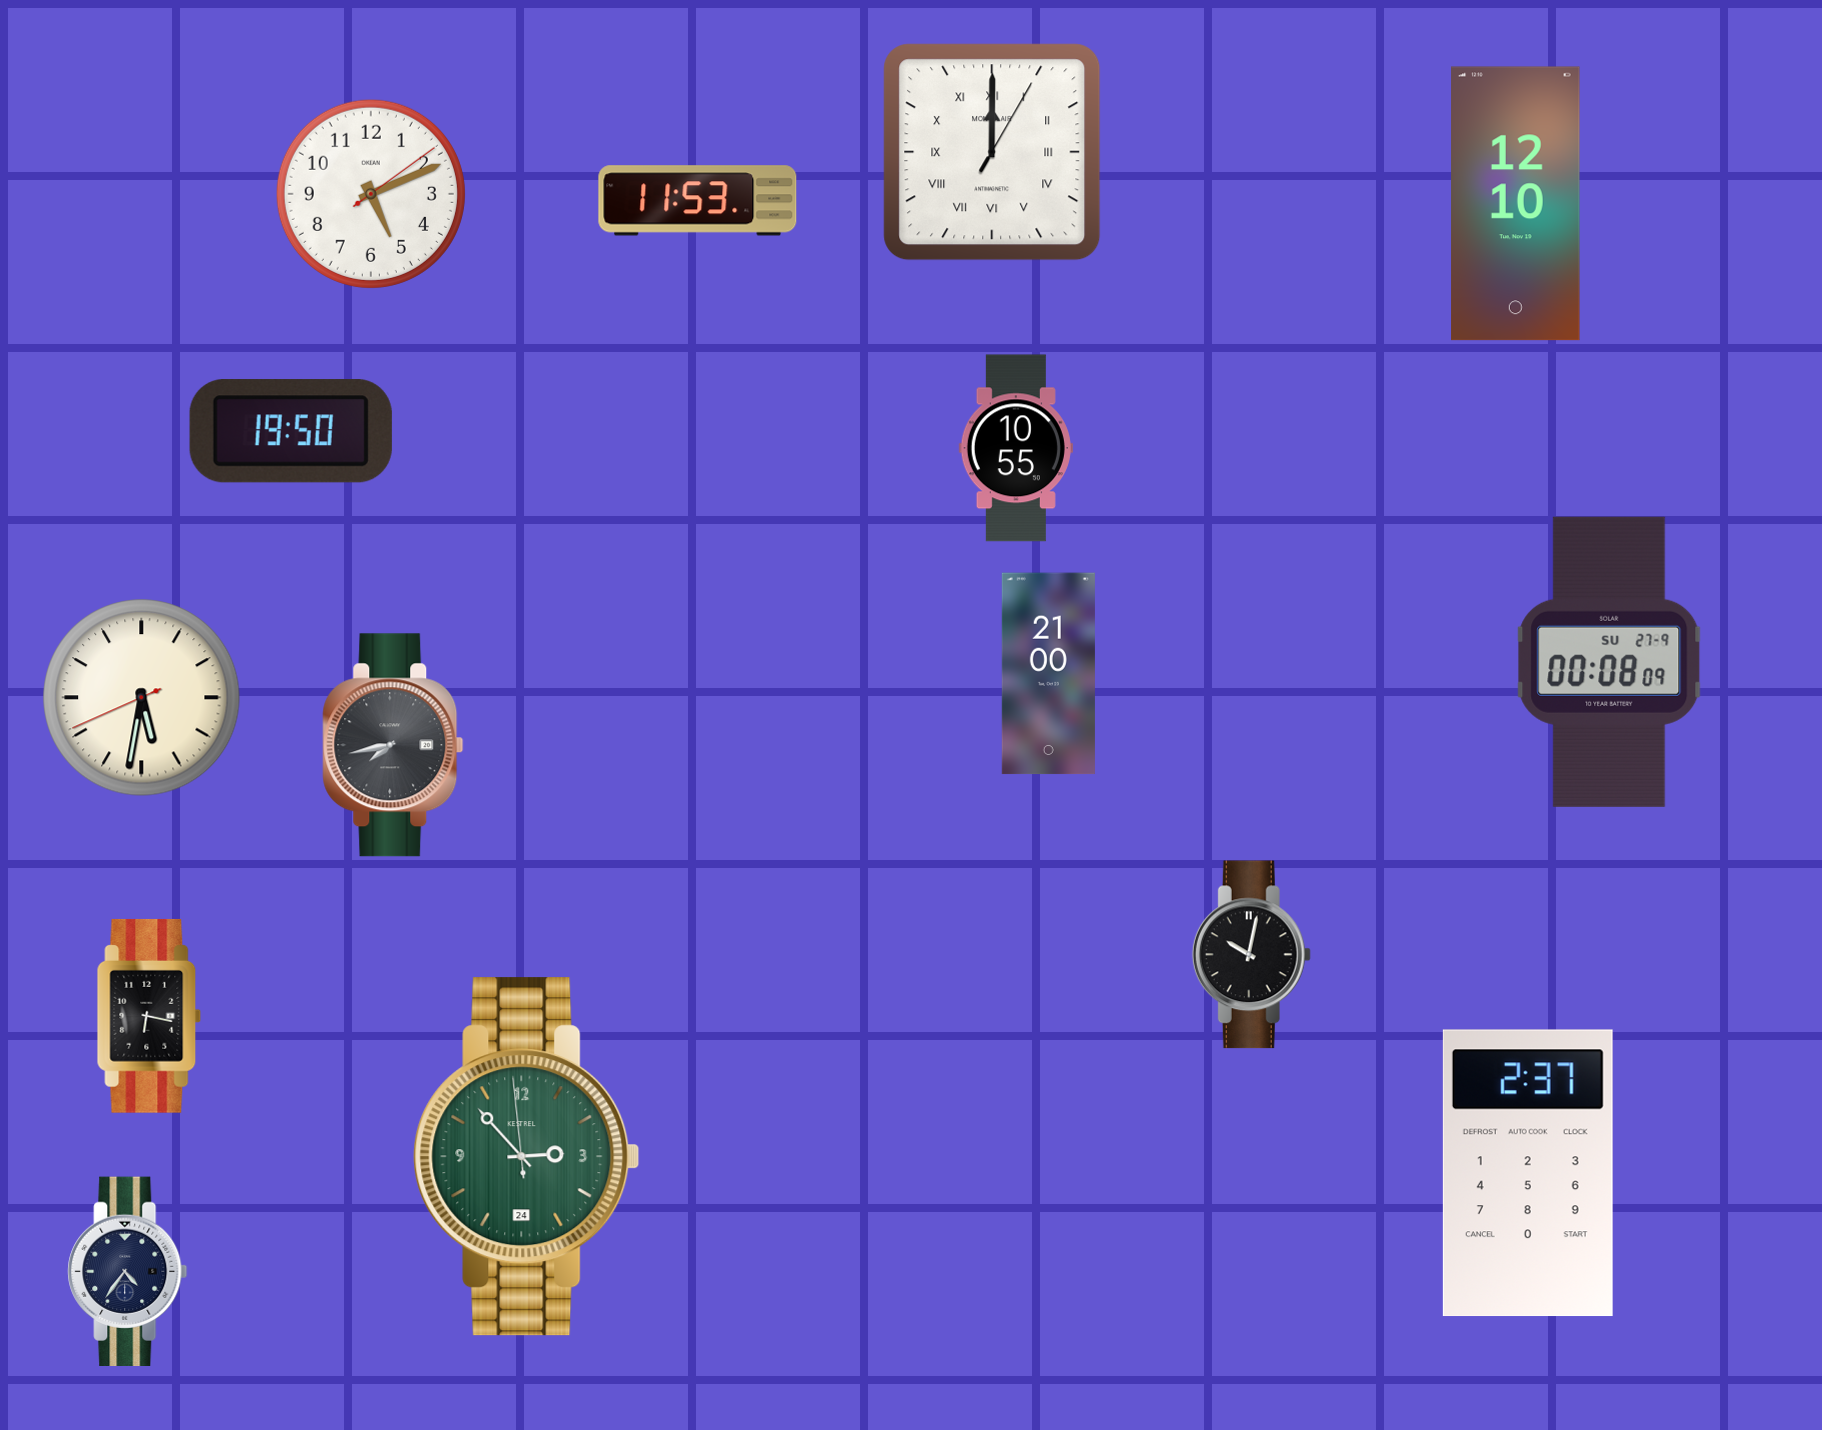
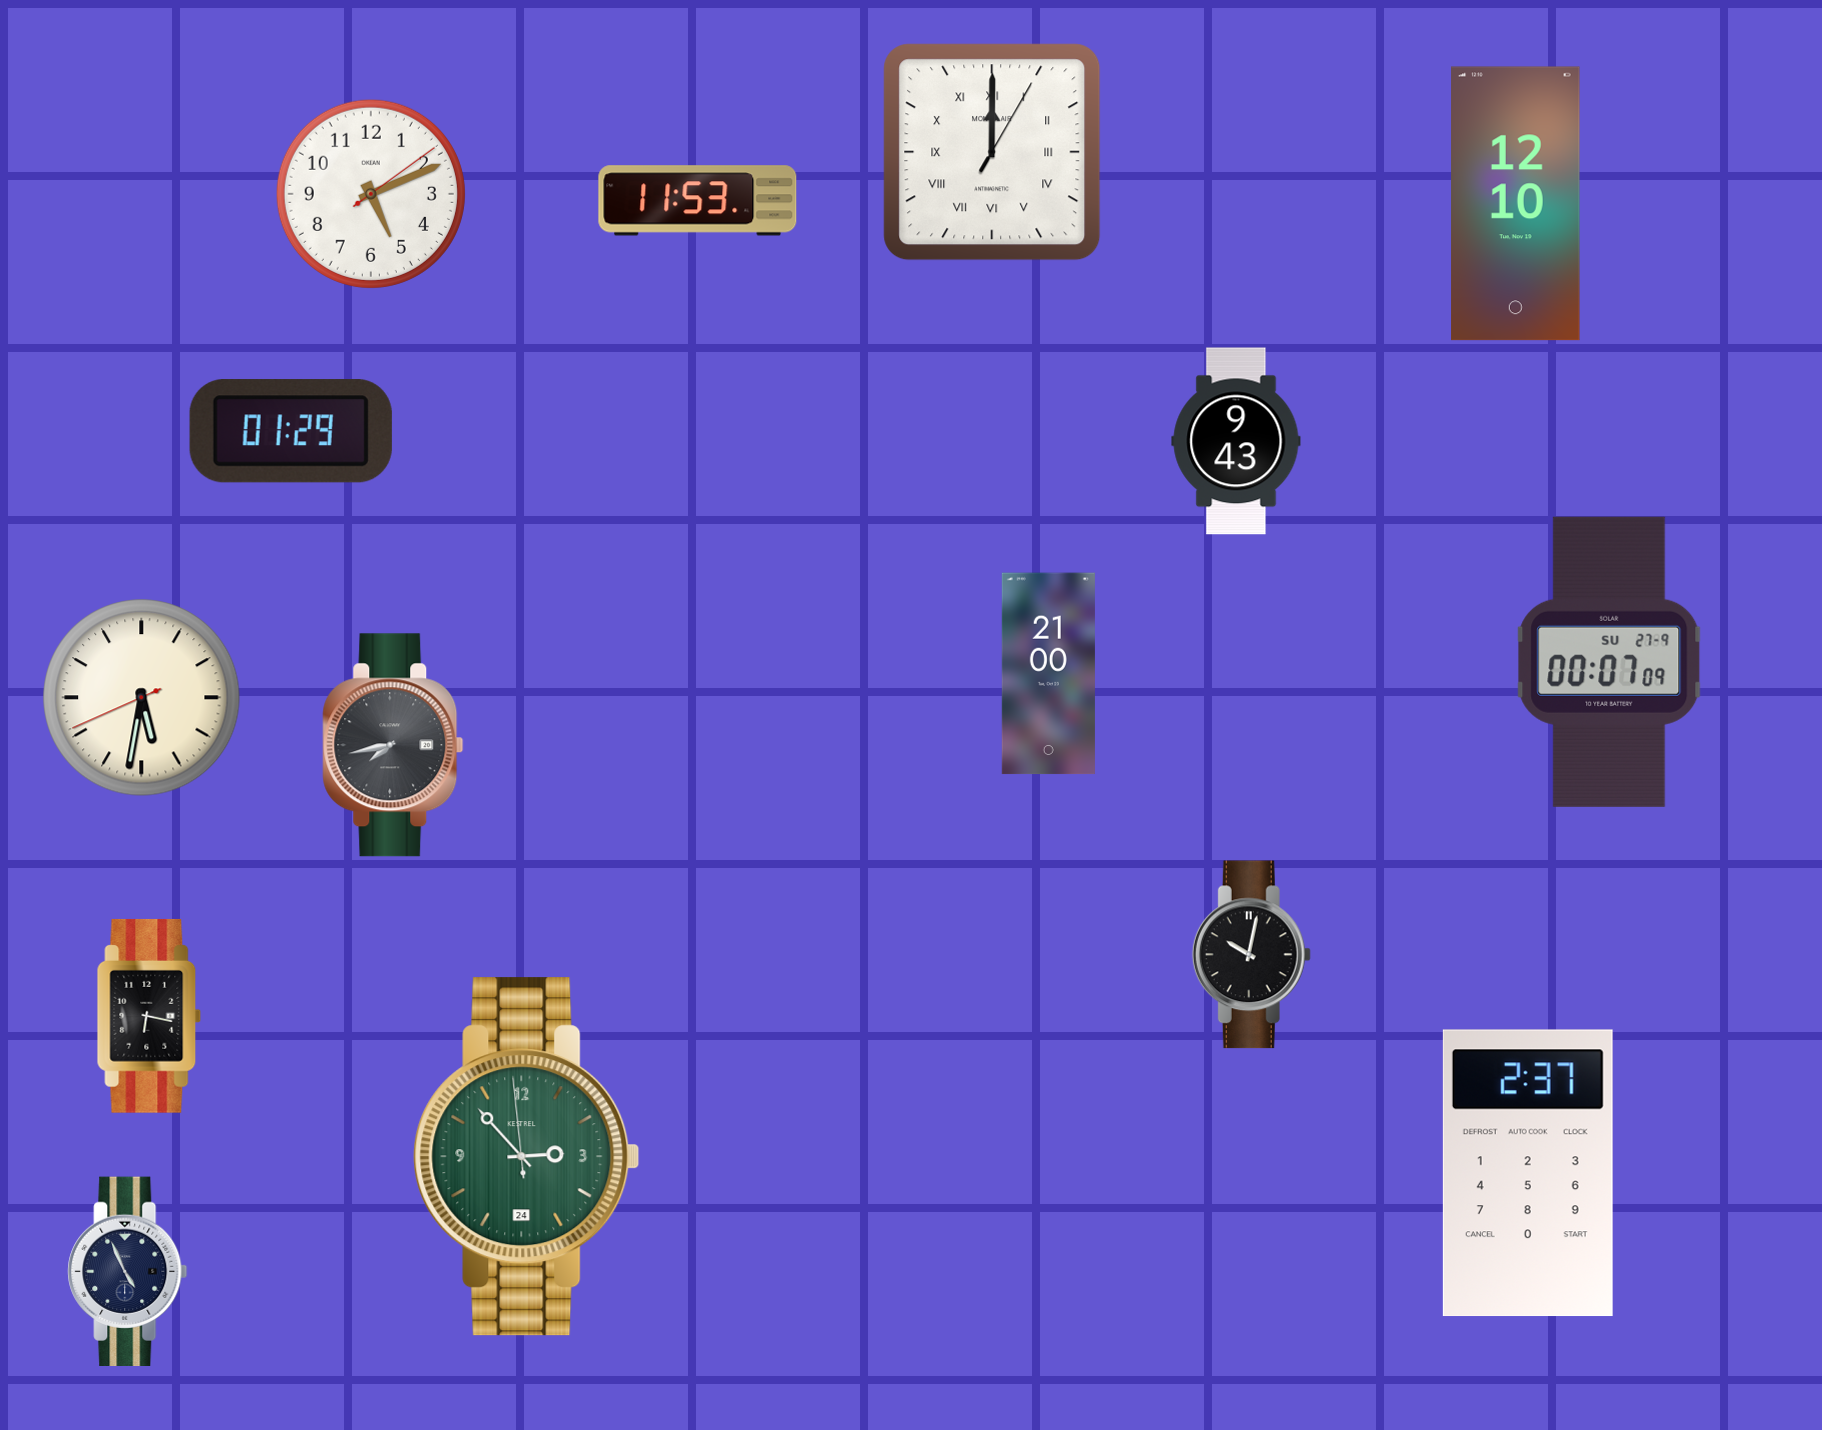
clock at (291, 431): 19:50 -> 01:29
clock at (1236, 441): none -> 9:43
clock at (1016, 448): 10:55 -> none
clock at (1609, 662): 00:08 -> 00:07
clock at (128, 1271): 4:36 -> 4:56
